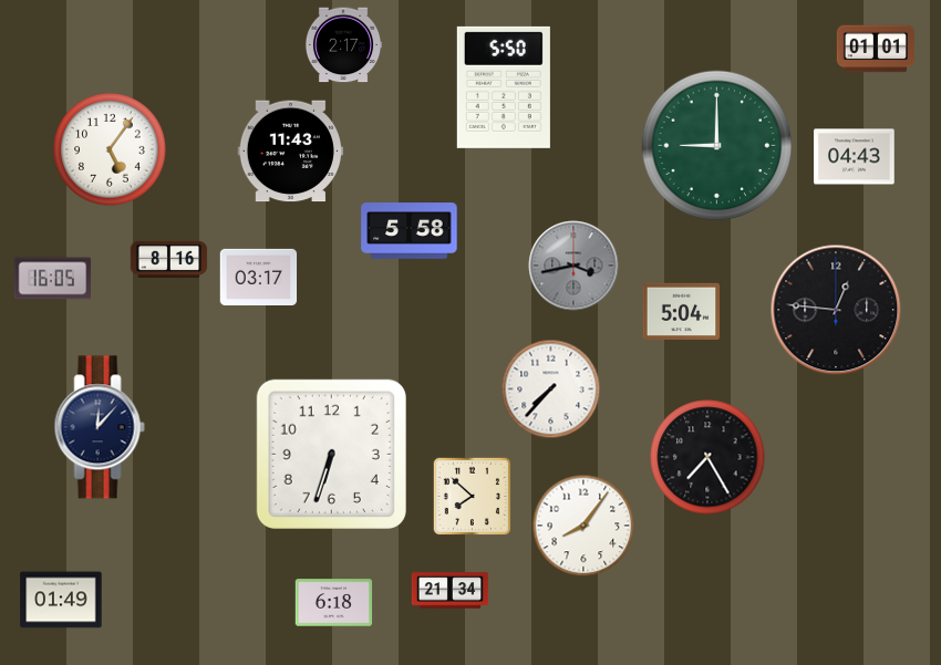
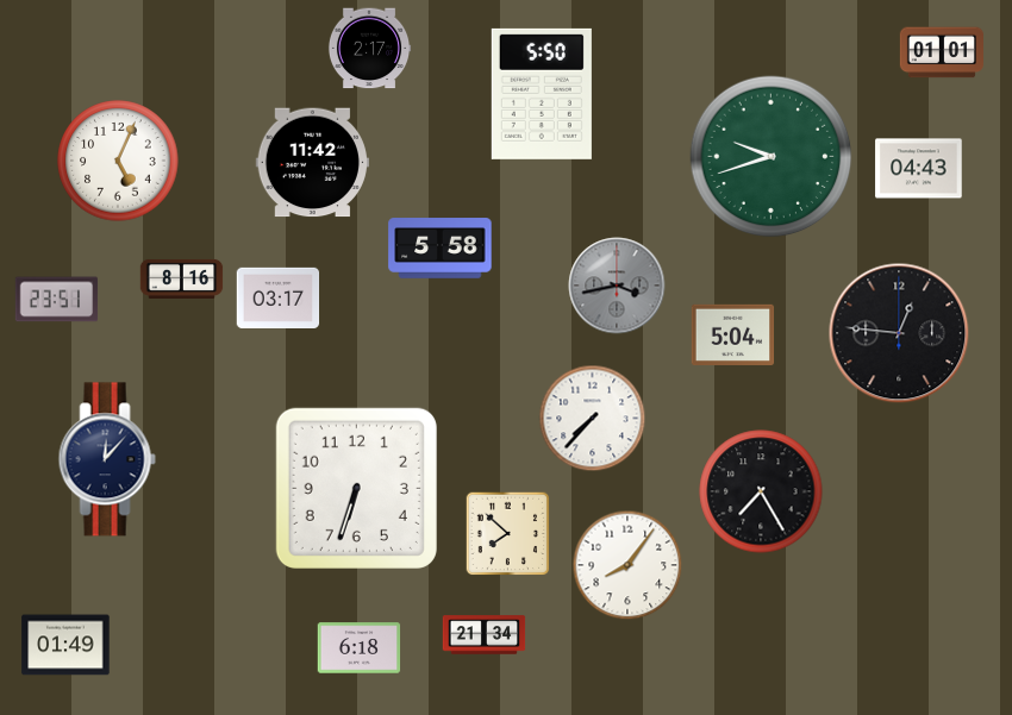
clock at (717, 146): 9:00 -> 9:42
clock at (110, 149): 5:06 -> 5:04
clock at (290, 152): 11:43 -> 11:42
clock at (53, 279): 16:05 -> 23:51
